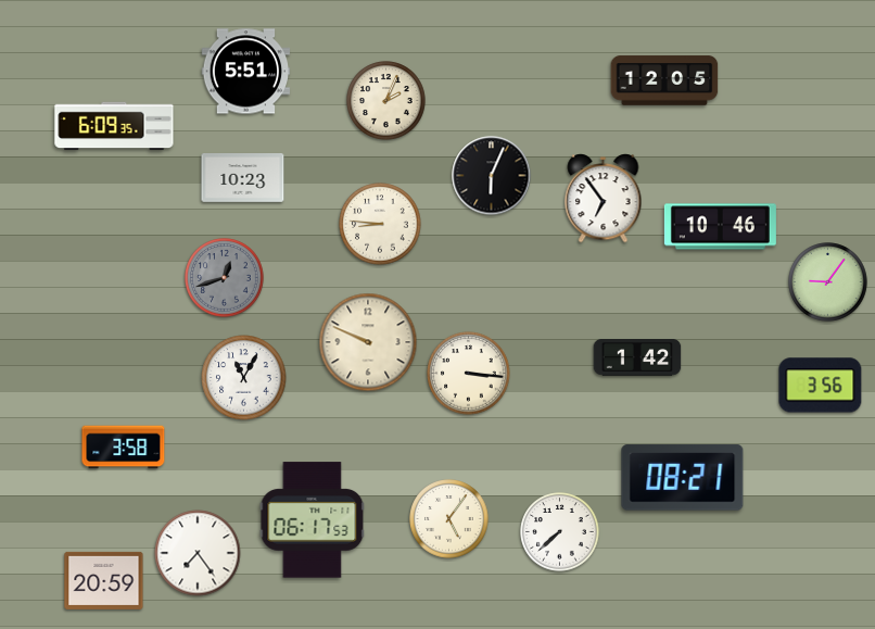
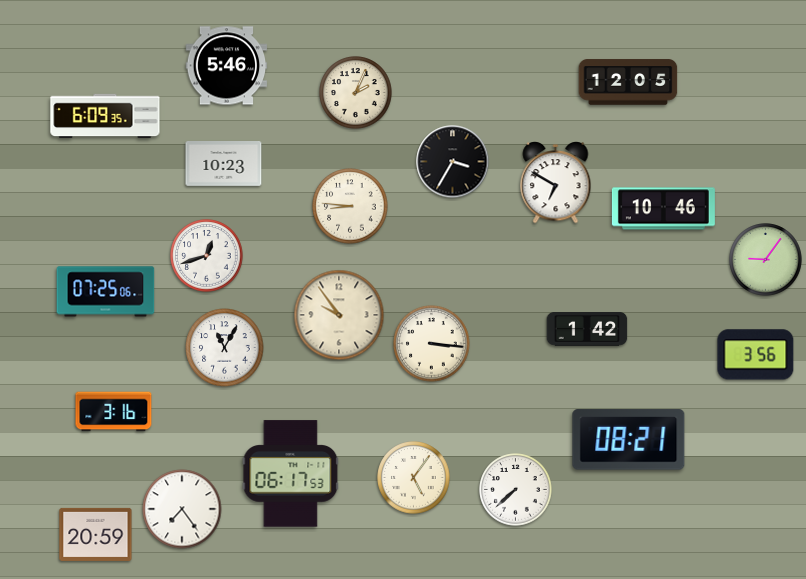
clock at (246, 72): 5:51 -> 5:46
clock at (664, 80) position: (664, 80) -> (628, 82)
clock at (492, 176): 6:04 -> 3:35
clock at (604, 199): 6:54 -> 6:50
clock at (225, 278) dial: grey -> white
clock at (828, 282) position: (828, 282) -> (766, 260)
clock at (106, 292): none -> 07:25
clock at (368, 342): 9:49 -> 9:54
clock at (124, 448): 3:58 -> 3:16
clock at (313, 520) position: (313, 520) -> (291, 474)
